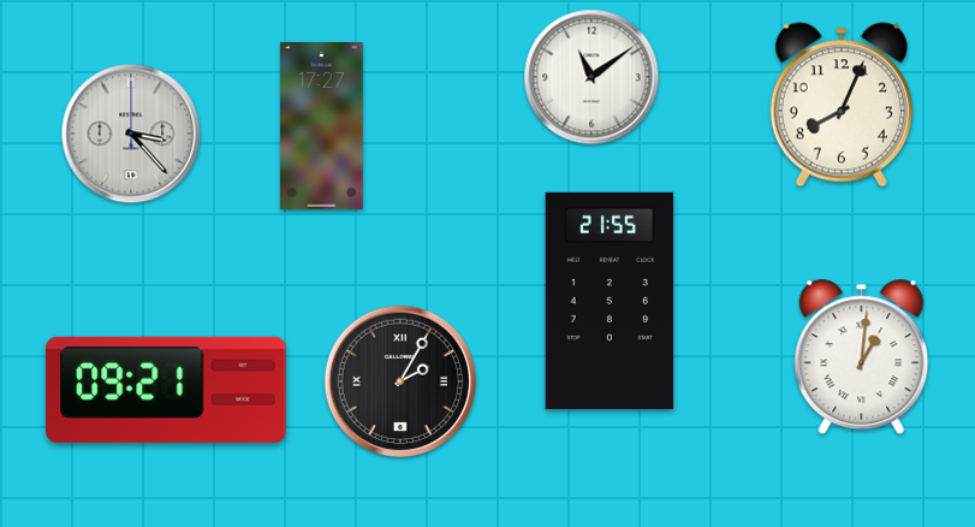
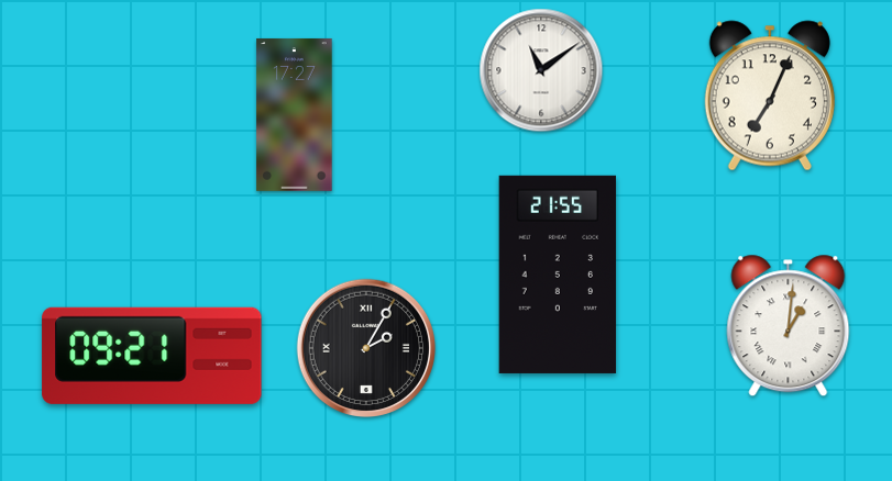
clock at (842, 105): 8:04 -> 7:04
clock at (131, 134): 3:23 -> none
